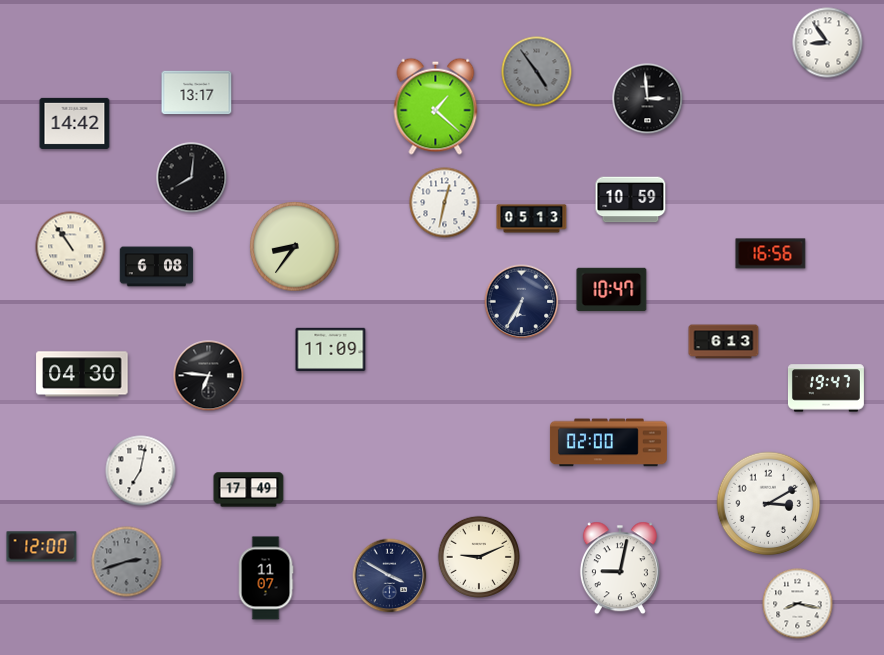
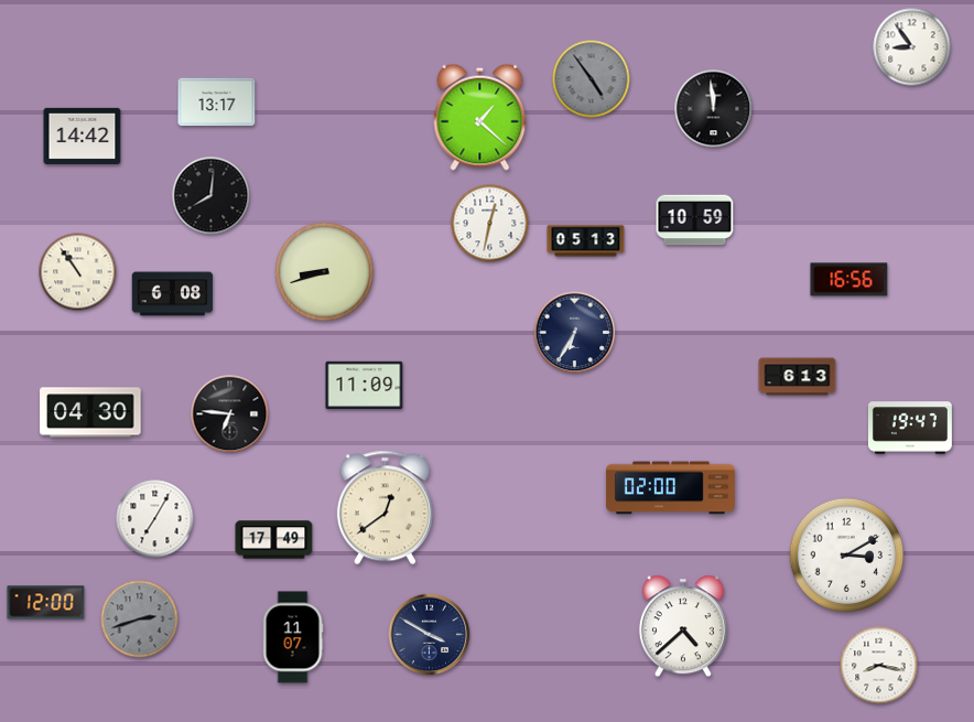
clock at (648, 99): 2:59 -> 11:59
clock at (295, 247): 8:36 -> 8:42
clock at (612, 290): 10:47 -> none
clock at (385, 508): none -> 12:39
clock at (141, 471): 7:02 -> 7:05
clock at (478, 556): 9:11 -> none
clock at (620, 568): 9:02 -> 4:38
